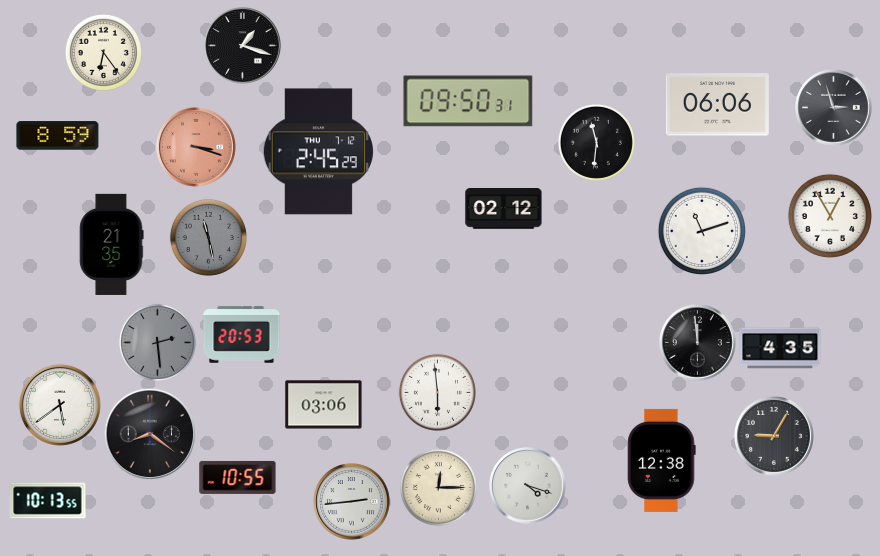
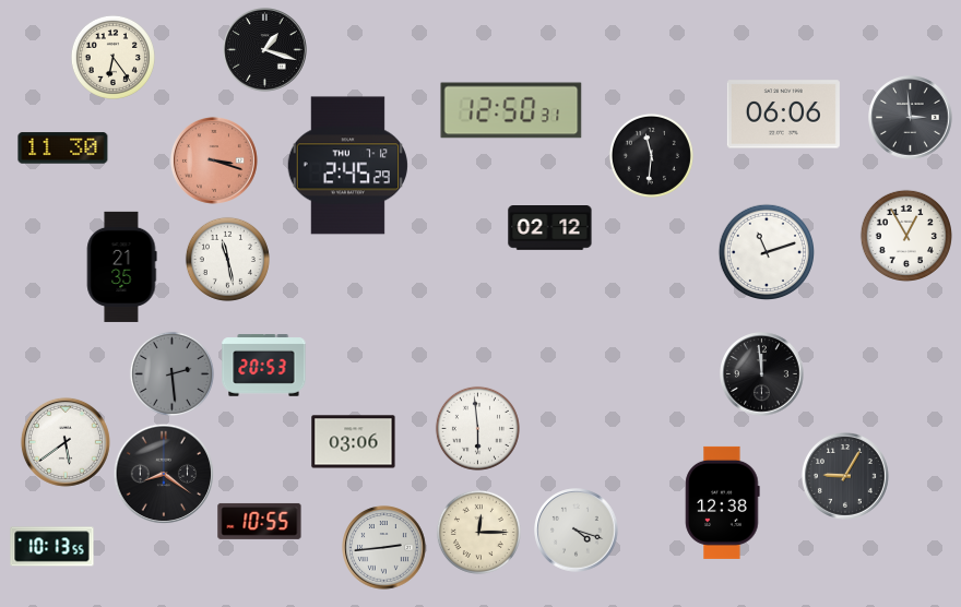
clock at (468, 101): 09:50 -> 12:50
clock at (834, 108): 2:57 -> 2:59
clock at (58, 136): 8:59 -> 11:30
clock at (208, 237) dial: grey -> white
clock at (780, 348): 4:35 -> none
